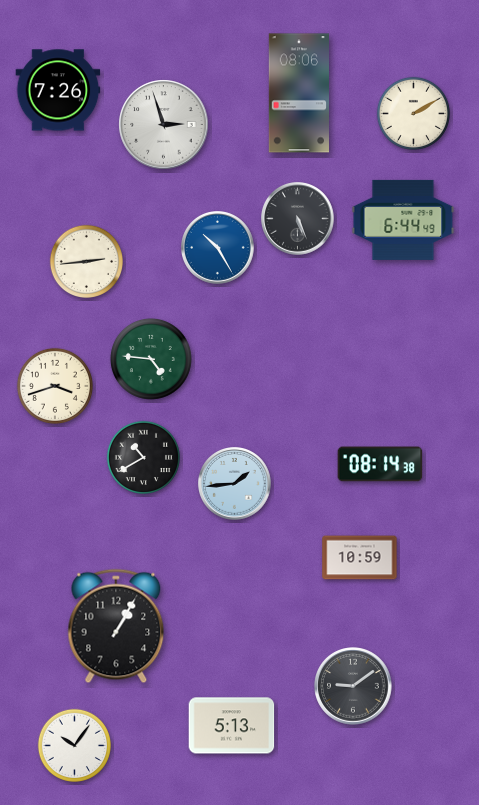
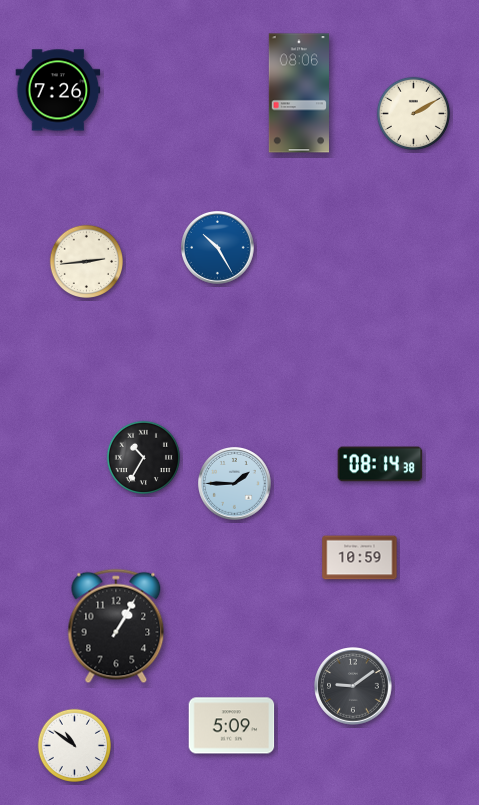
clock at (164, 125): 2:57 -> none
clock at (298, 219): 5:26 -> none
clock at (403, 220): 6:44 -> none
clock at (151, 359): 4:46 -> none
clock at (55, 386): 3:42 -> none
clock at (144, 457): 10:40 -> 10:35
clock at (235, 484): 1:44 -> 1:45
clock at (232, 726): 5:13 -> 5:09
clock at (75, 745): 10:06 -> 10:51
